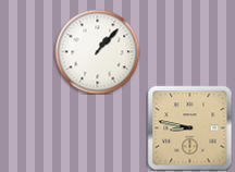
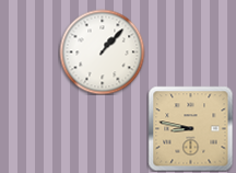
clock at (97, 51) position: (97, 51) -> (102, 51)
